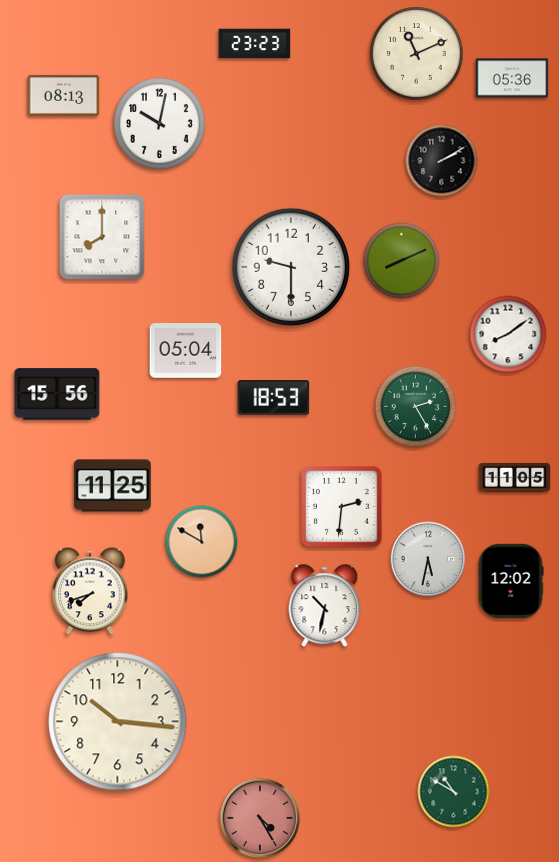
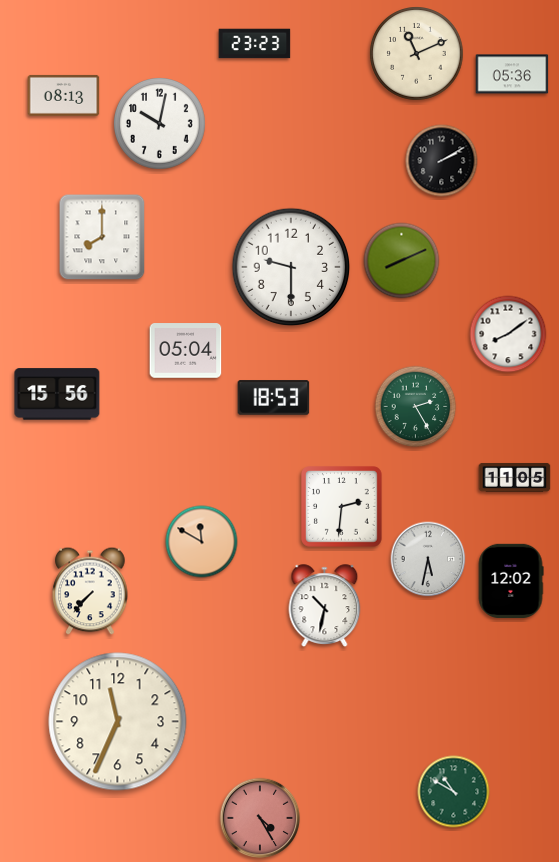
clock at (512, 78) position: (512, 78) -> (512, 74)
clock at (112, 486): 11:25 -> none
clock at (90, 591): 7:42 -> 7:37
clock at (118, 722): 10:16 -> 11:34
